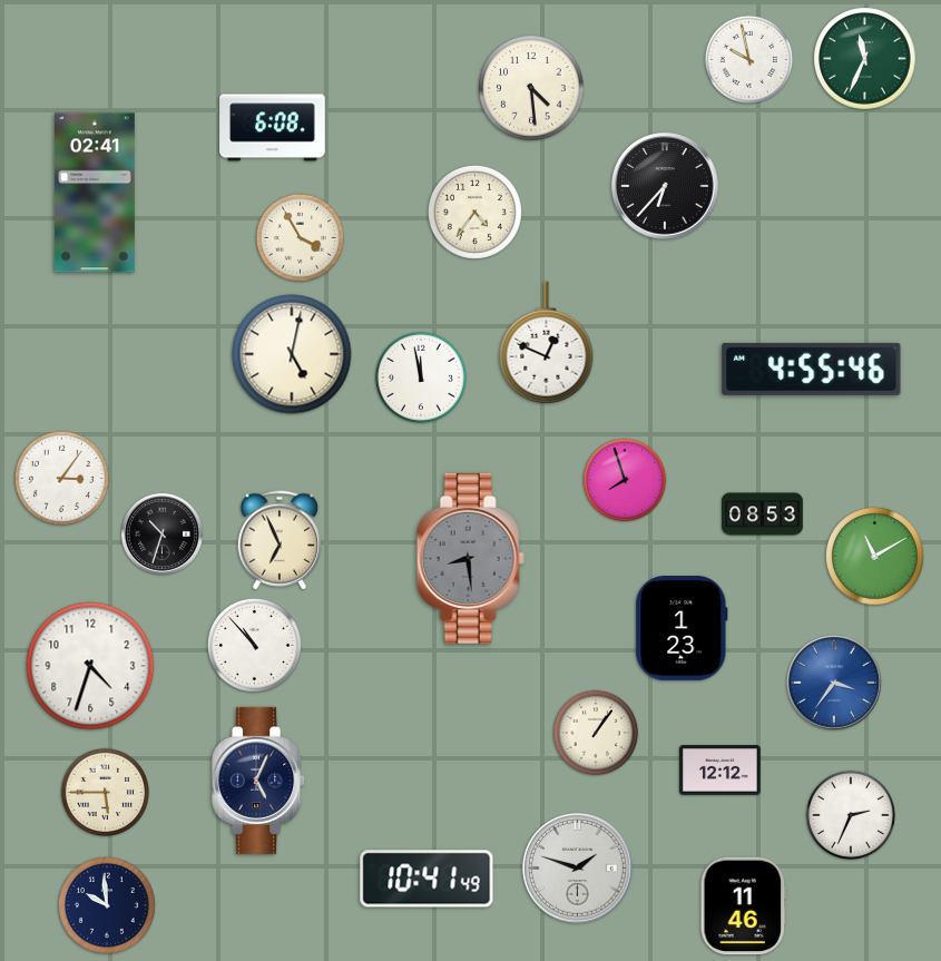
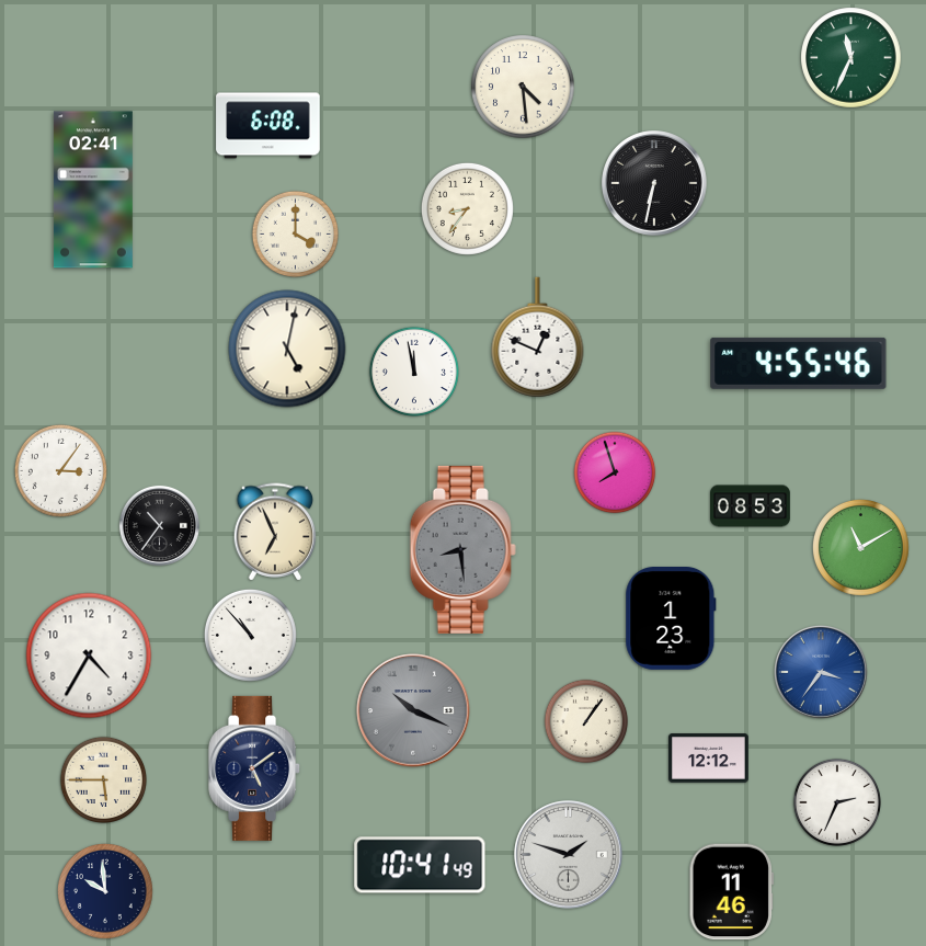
clock at (748, 59): 9:58 -> none
clock at (665, 186): 6:37 -> 6:32
clock at (474, 212): 4:36 -> 8:36
clock at (300, 237): 3:55 -> 4:00
clock at (161, 533): 10:33 -> 10:36
clock at (90, 666): 4:33 -> 4:35
clock at (413, 710): none -> 10:19
clock at (259, 781): 5:04 -> 5:09
